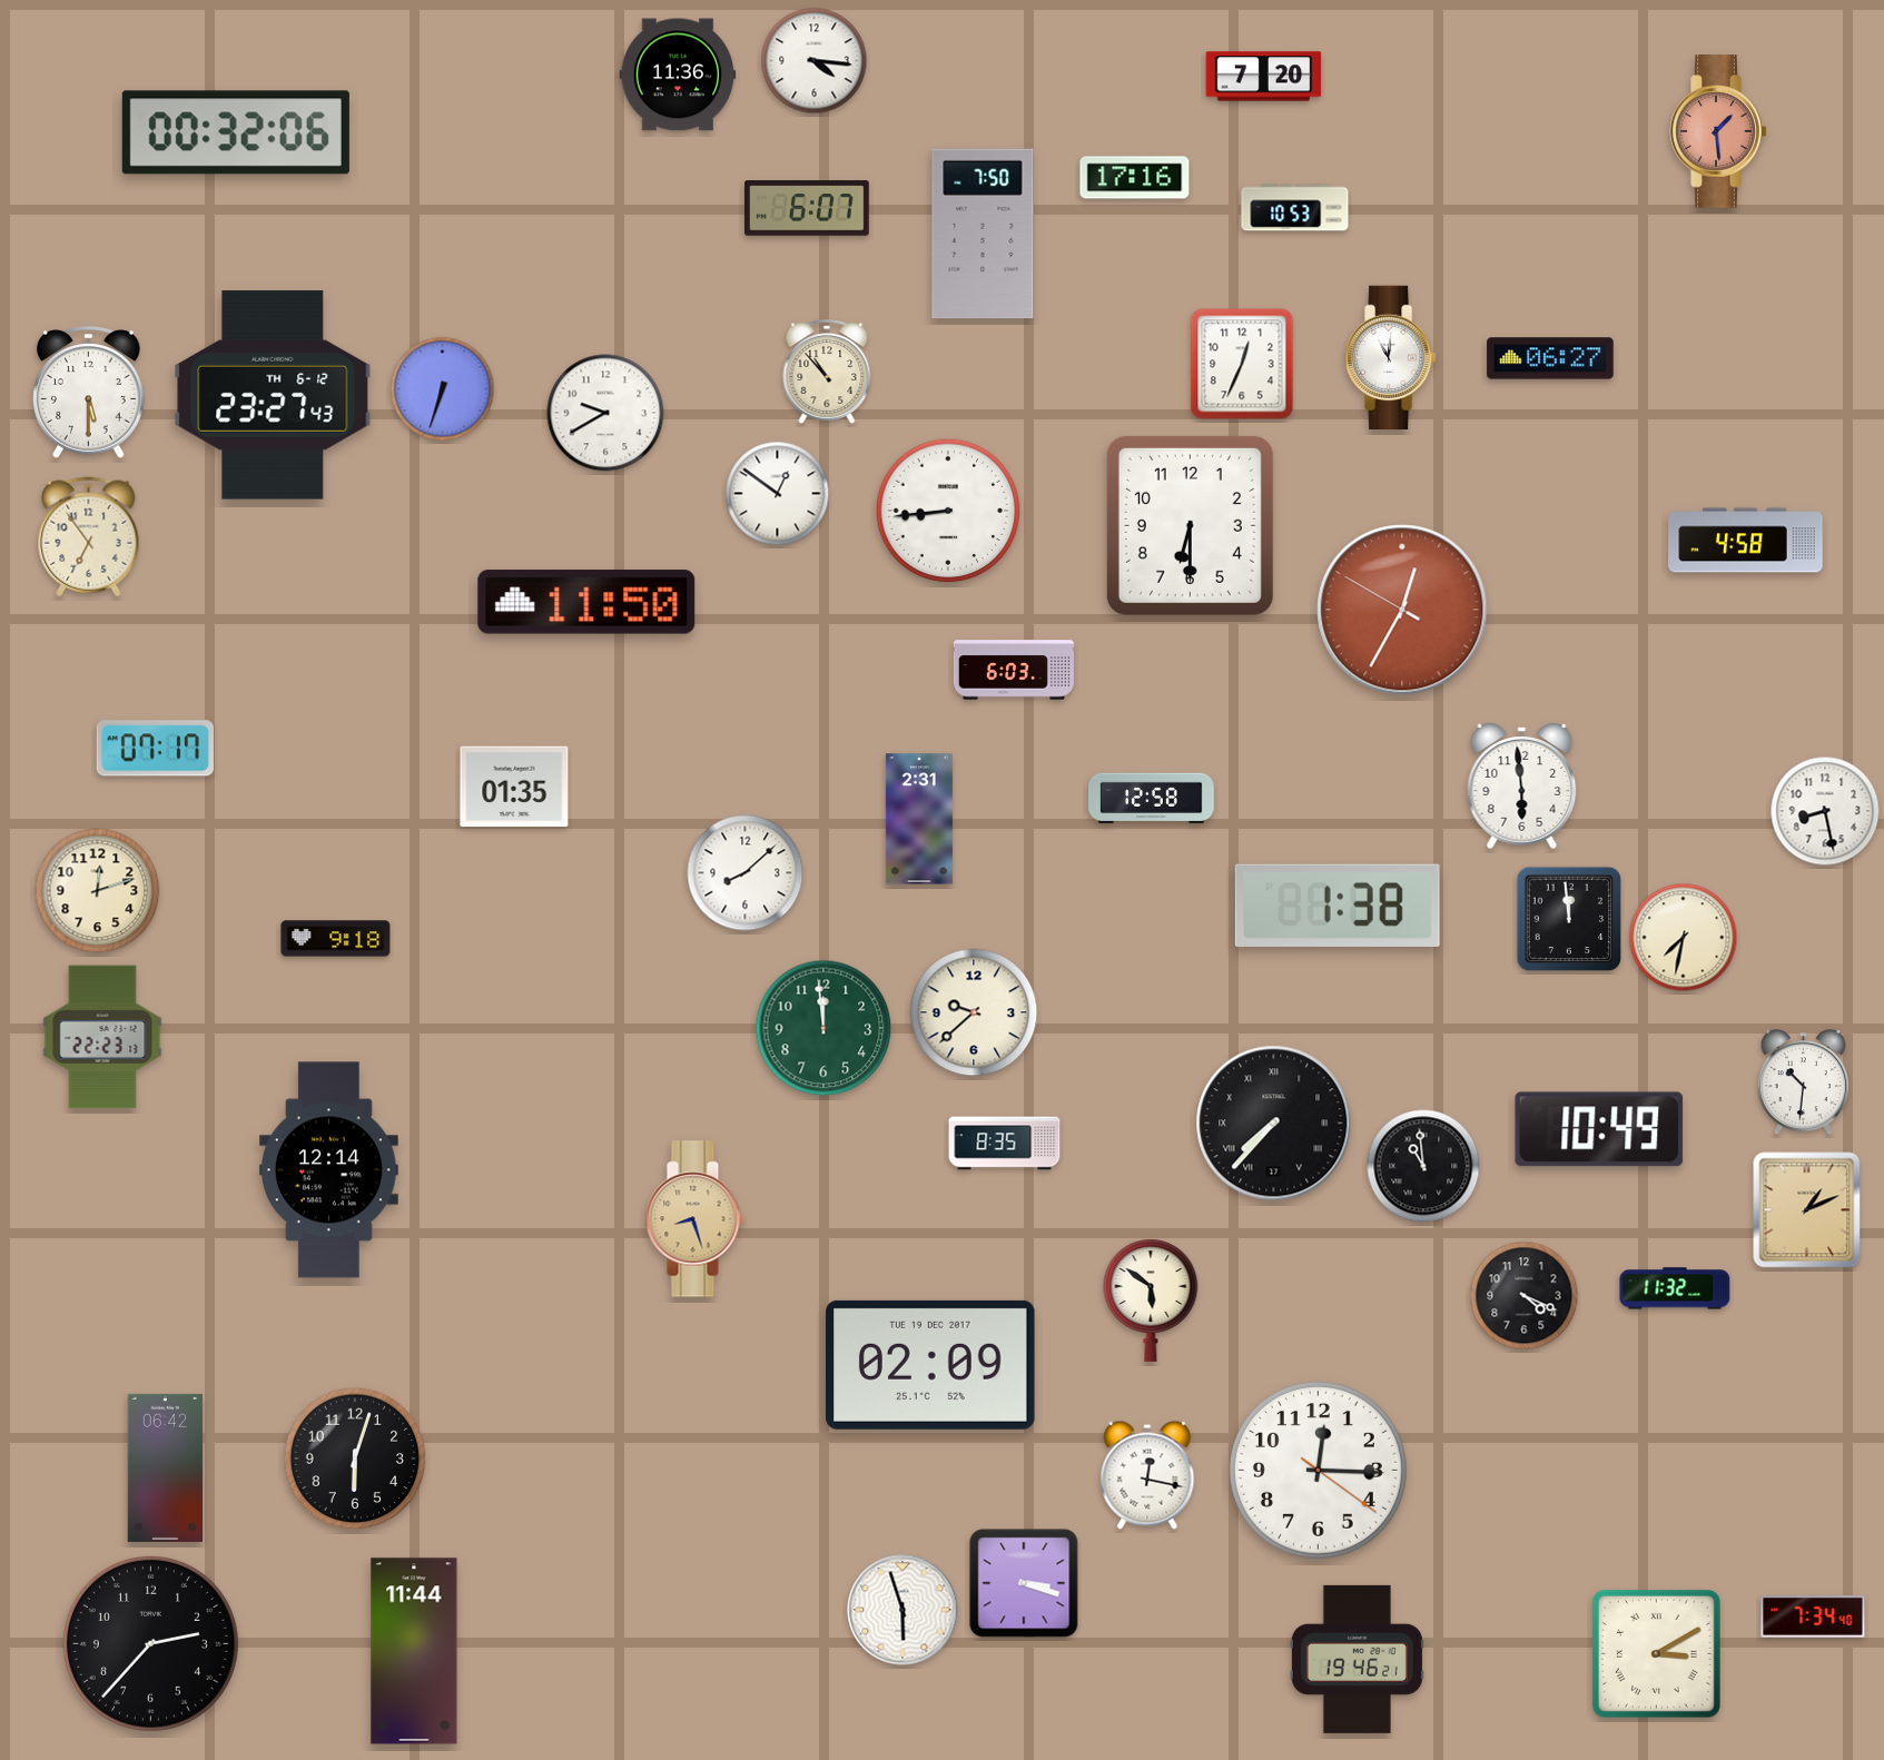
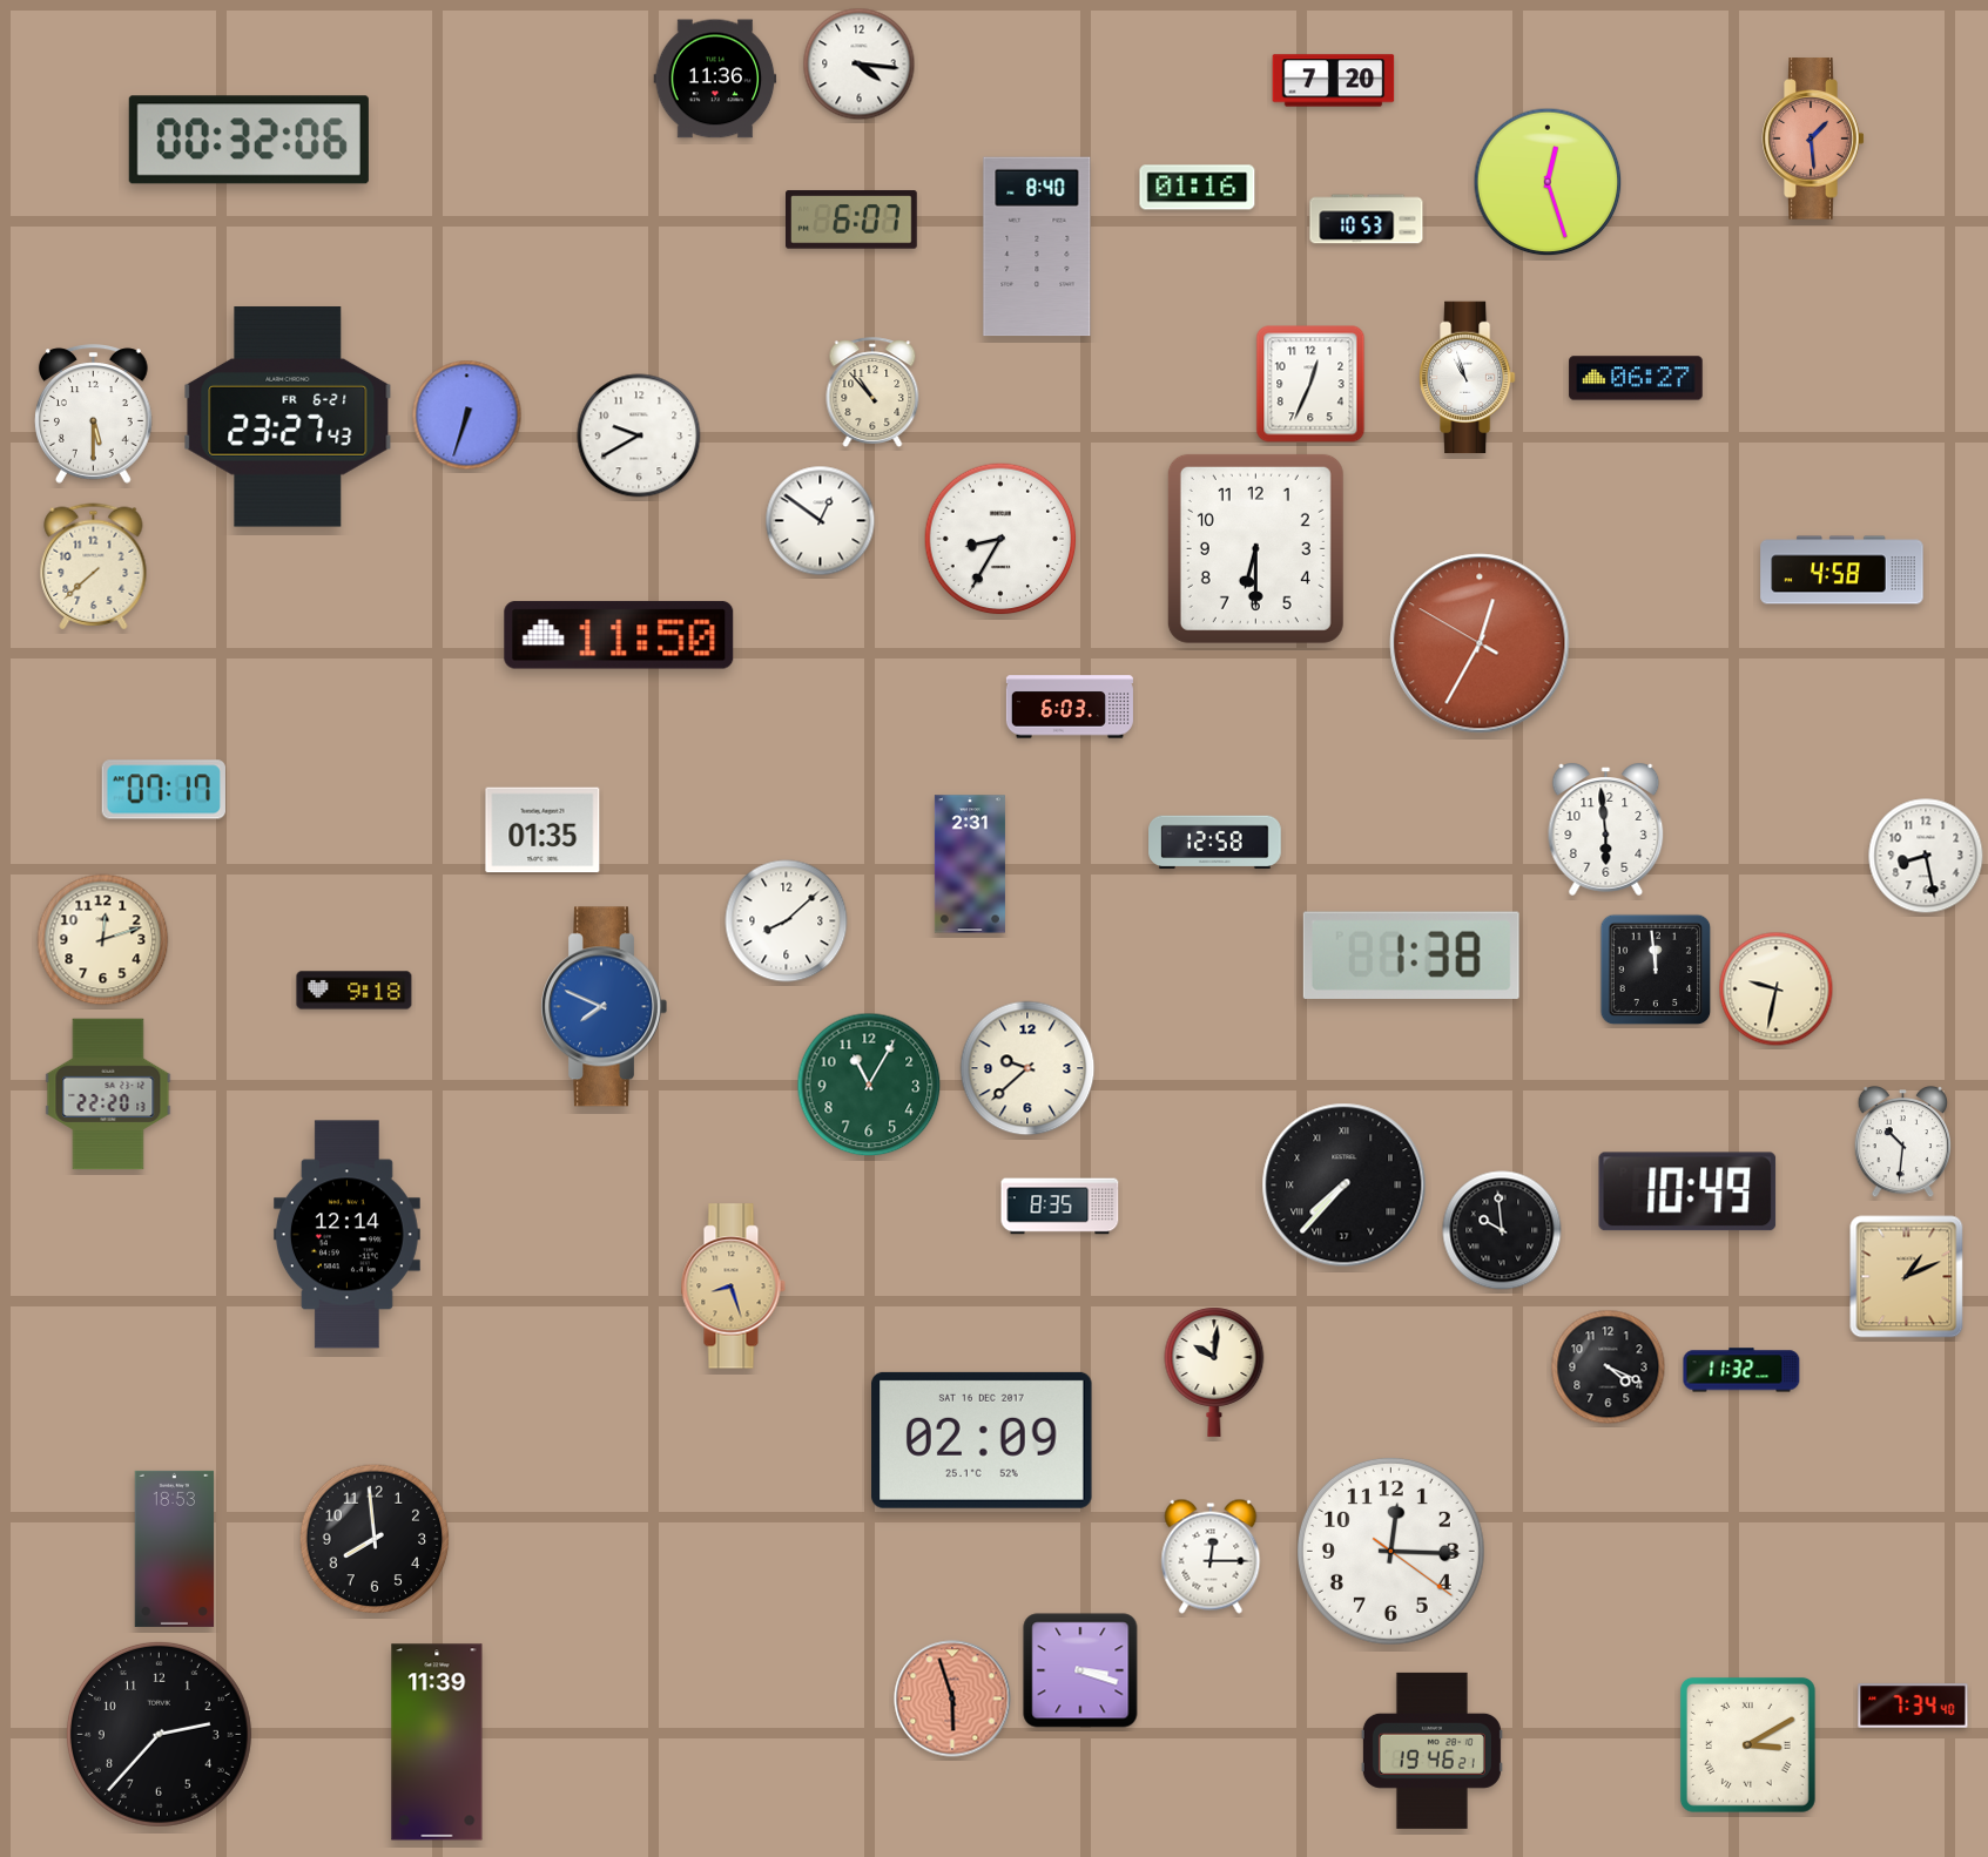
clock at (1548, 182): none -> 12:27
clock at (1135, 178): 17:16 -> 01:16
clock at (983, 234): 7:50 -> 8:40
clock at (1391, 358): 11:01 -> 10:57
clock at (443, 389) position: (443, 389) -> (467, 416)
clock at (273, 395) date: TH 6-12 -> FR 6-21
clock at (948, 511): 8:44 -> 8:35
clock at (1190, 525) position: (1190, 525) -> (1255, 548)
clock at (89, 537): 6:54 -> 7:38
clock at (1684, 938): 7:32 -> 9:32
clock at (604, 1007): none -> 7:49
clock at (823, 1028): 11:59 -> 11:05
clock at (102, 1037): 22:23 -> 22:20
clock at (1423, 1166): 10:59 -> 9:59
clock at (1675, 1288) position: (1675, 1288) -> (1741, 1370)
clock at (1151, 1301): 5:51 -> 10:01
clock at (930, 1365) date: TUE 19 DEC 2017 -> SAT 16 DEC 2017
clock at (355, 1459): 6:03 -> 7:59
clock at (166, 1467): 06:42 -> 18:53
clock at (1147, 1475): 12:17 -> 12:15
clock at (902, 1610) dial: white -> salmon
clock at (414, 1651): 11:44 -> 11:39
